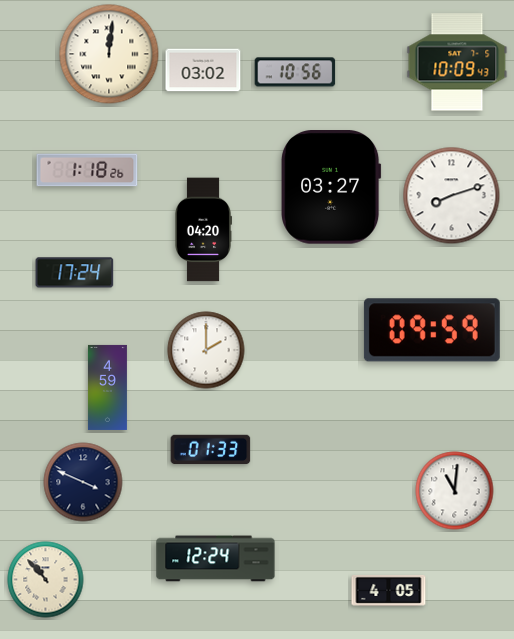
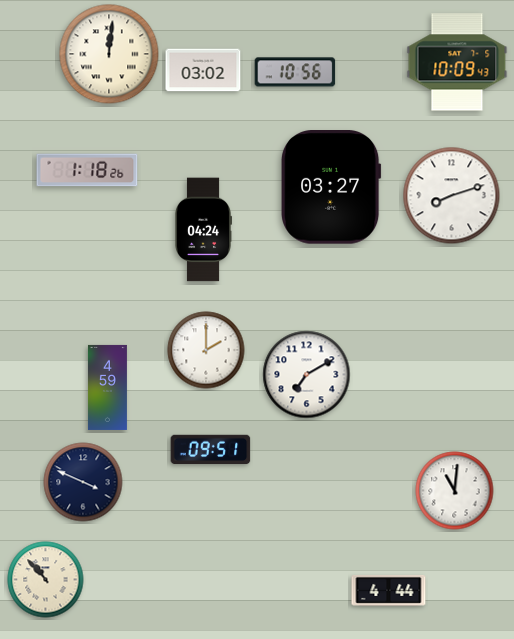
clock at (202, 230): 04:20 -> 04:24
clock at (75, 273): 17:24 -> none
clock at (432, 330): 09:59 -> none
clock at (307, 375): none -> 7:10
clock at (211, 450): 01:33 -> 09:51
clock at (216, 559): 12:24 -> none
clock at (389, 590): 4:05 -> 4:44
